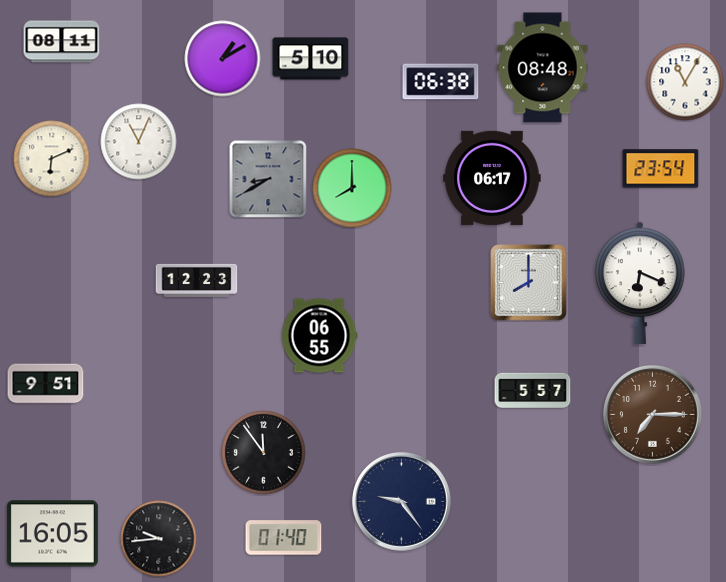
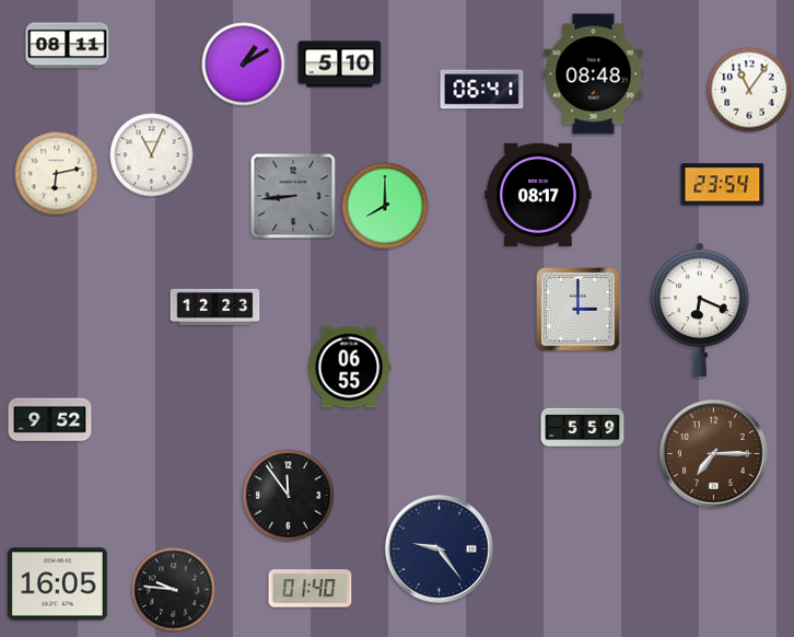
clock at (441, 82): 06:38 -> 06:41
clock at (685, 82): 11:05 -> 11:06
clock at (52, 159): 6:11 -> 6:13
clock at (492, 178): 06:17 -> 08:17
clock at (268, 179): 8:40 -> 8:44
clock at (529, 283): 8:00 -> 3:00
clock at (46, 384): 9:51 -> 9:52
clock at (533, 391): 5:57 -> 5:59
clock at (159, 539): 9:44 -> 9:46
